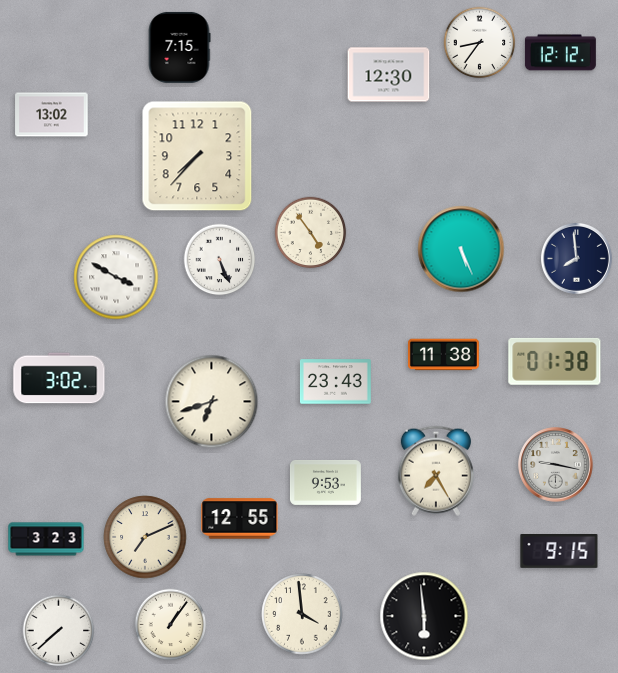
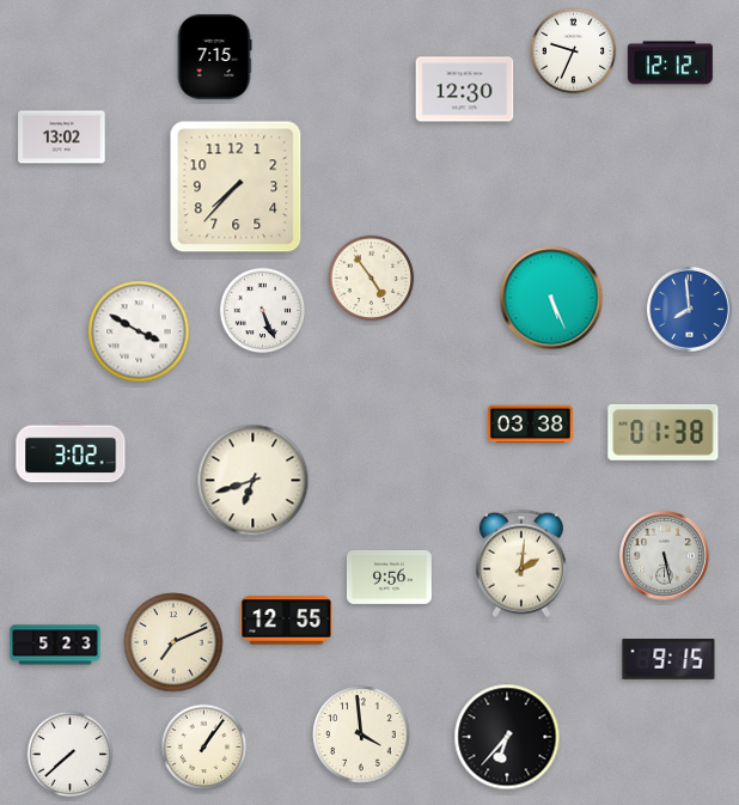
clock at (480, 43): 8:36 -> 9:34
clock at (576, 258) dial: navy -> blue
clock at (443, 355): 11:38 -> 03:38
clock at (335, 382): 23:43 -> none
clock at (556, 465): 9:17 -> 5:28
clock at (436, 471): 7:25 -> 2:01
clock at (325, 482): 9:53 -> 9:56
clock at (46, 539): 3:23 -> 5:23
clock at (424, 616): 5:59 -> 6:37
